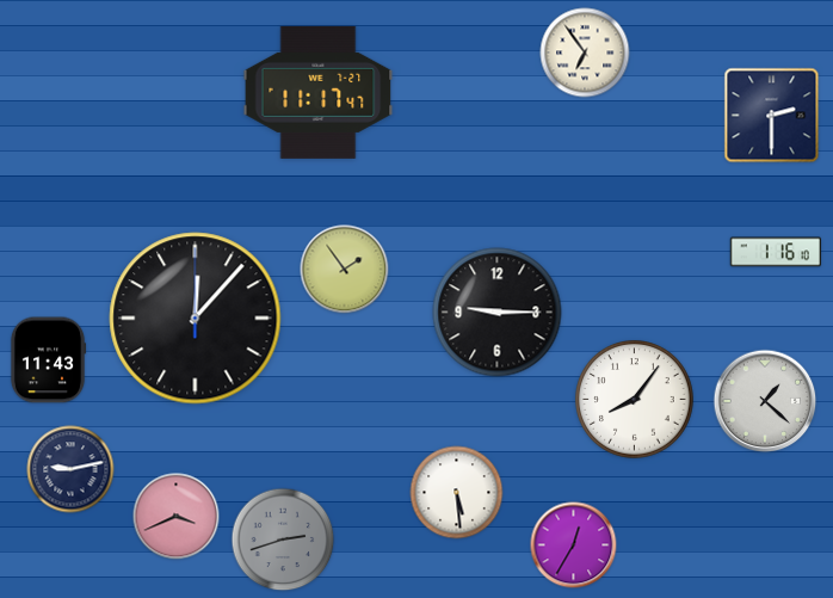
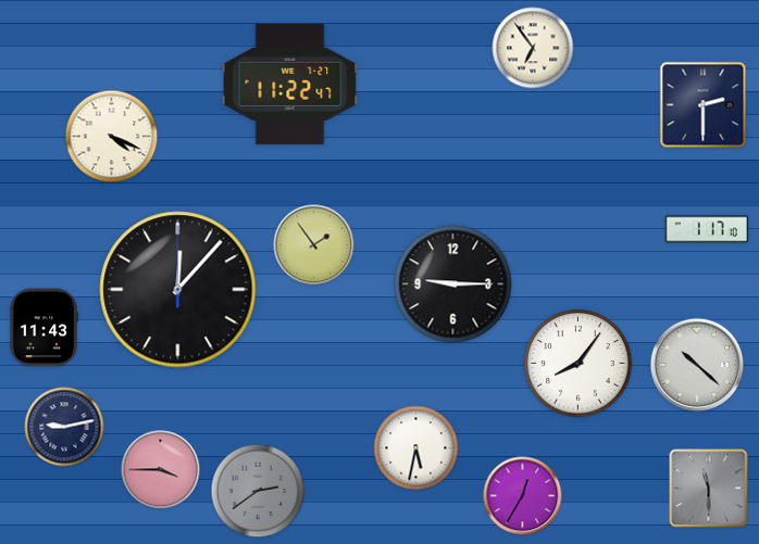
clock at (319, 92): 11:17 -> 11:22
clock at (112, 137): none -> 4:19
clock at (775, 252): 1:16 -> 1:17
clock at (765, 401): 1:22 -> 10:22
clock at (457, 493): 5:29 -> 5:32
clock at (177, 517): 3:41 -> 3:45
clock at (709, 489): none -> 11:30
clock at (283, 540): 2:42 -> 2:39
